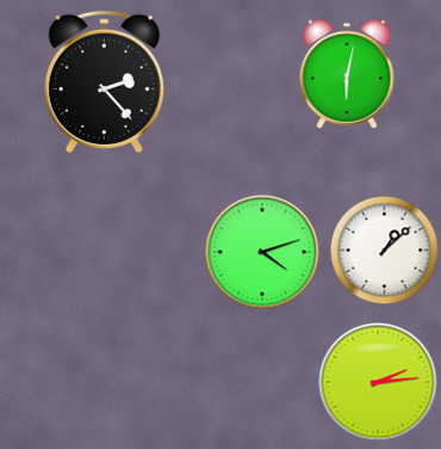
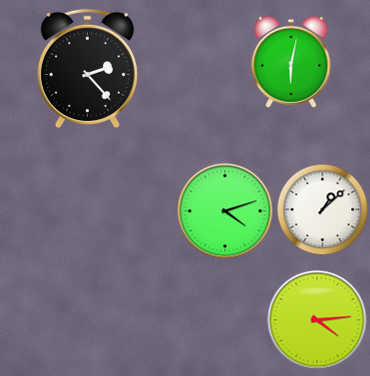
clock at (262, 252) position: (262, 252) -> (225, 211)
clock at (378, 382): 2:14 -> 4:14
